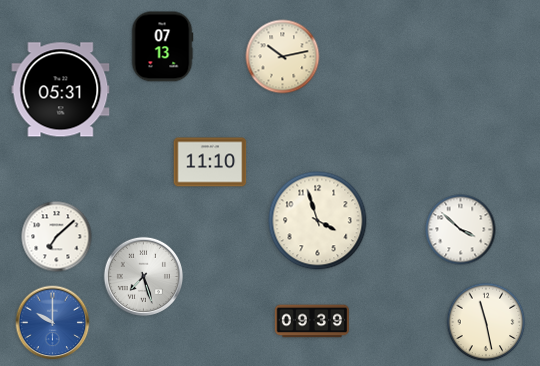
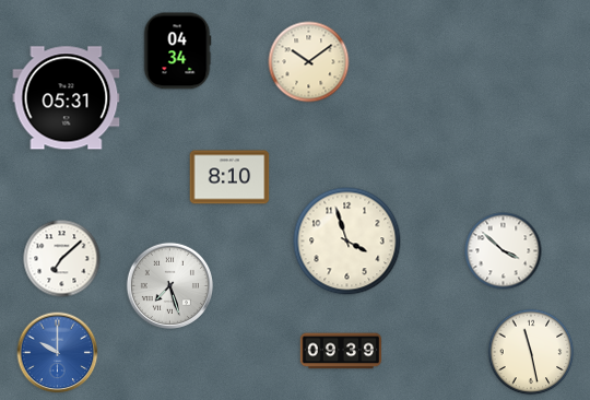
clock at (162, 47): 07:13 -> 04:34
clock at (283, 57): 10:13 -> 10:09
clock at (210, 162): 11:10 -> 8:10
clock at (143, 276) position: (143, 276) -> (169, 285)
